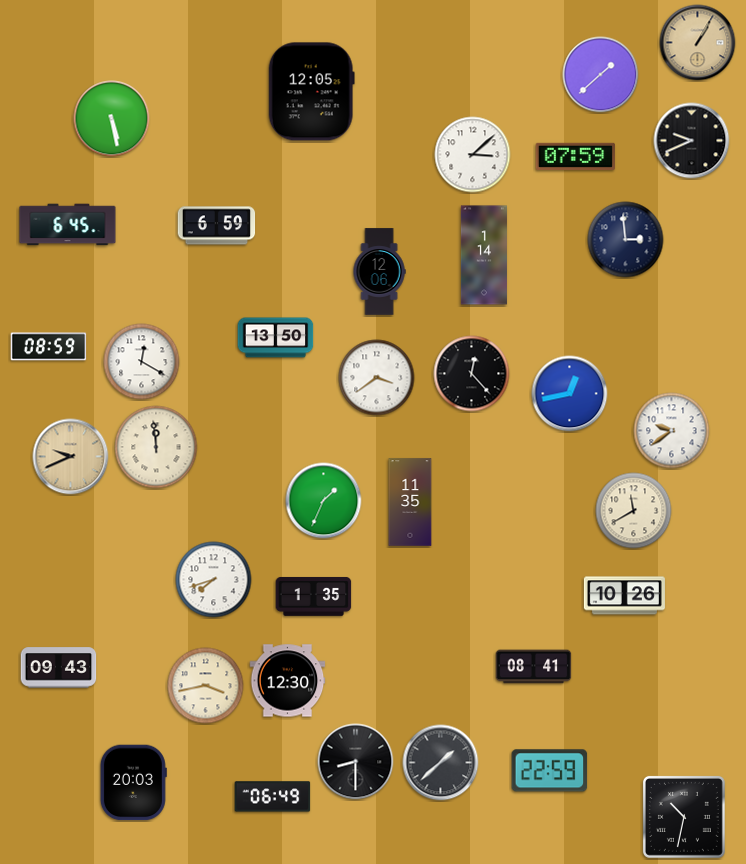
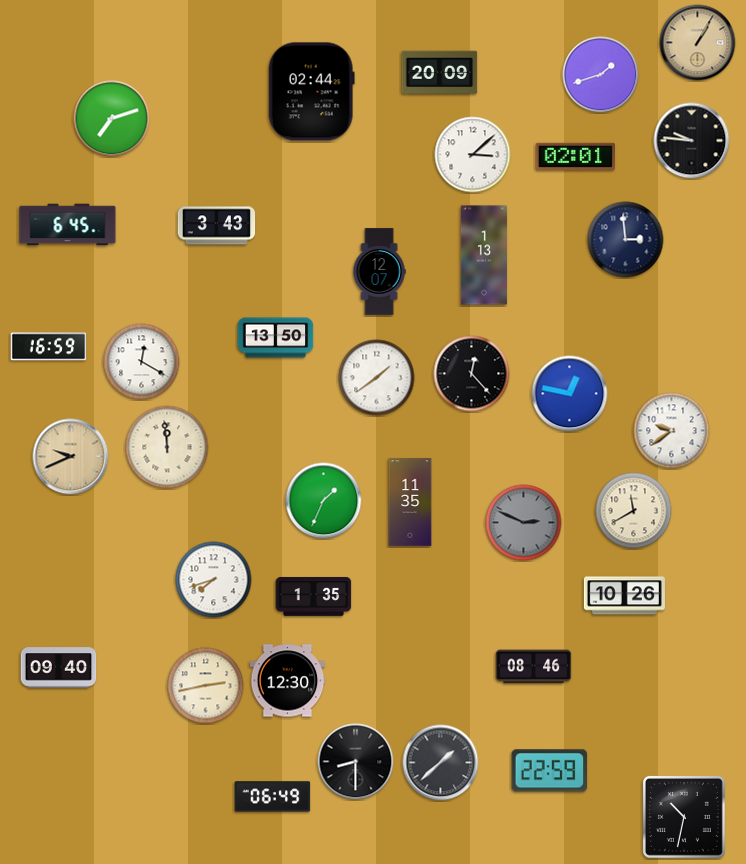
clock at (440, 73): none -> 20:09
clock at (601, 75): 1:38 -> 1:42
clock at (311, 92): 12:05 -> 02:44
clock at (112, 119): 5:28 -> 7:12
clock at (692, 141): 9:41 -> 9:46
clock at (575, 156): 07:59 -> 02:01
clock at (217, 226): 6:59 -> 3:43
clock at (484, 255): 1:14 -> 1:13
clock at (379, 272): 12:06 -> 12:07
clock at (49, 347): 08:59 -> 16:59
clock at (377, 378): 3:39 -> 1:39
clock at (570, 394): 12:43 -> 12:47
clock at (156, 447) position: (156, 447) -> (167, 447)
clock at (524, 523): none -> 2:49
clock at (534, 667): 08:41 -> 08:46
clock at (59, 668): 09:43 -> 09:40
clock at (206, 686): 3:43 -> 2:43
clock at (133, 783): 20:03 -> none
